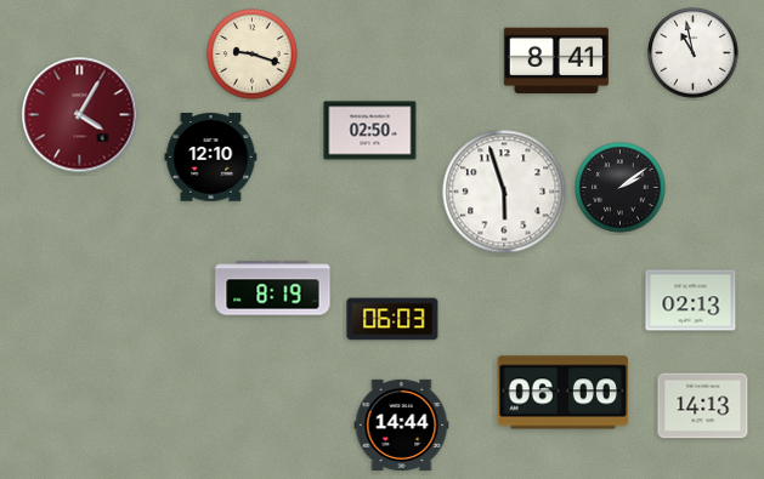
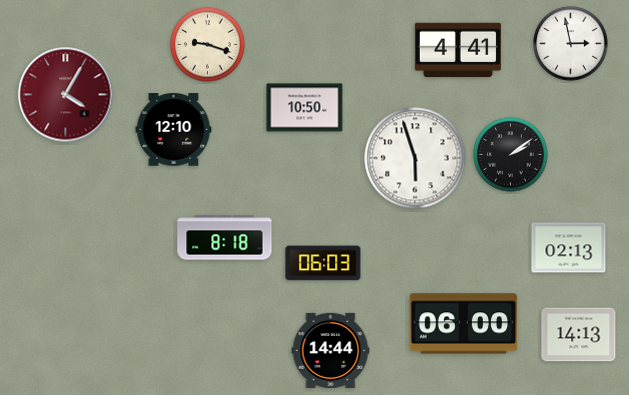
clock at (694, 53): 10:58 -> 2:58
clock at (556, 61): 8:41 -> 4:41
clock at (370, 131): 02:50 -> 10:50
clock at (273, 289): 8:19 -> 8:18
